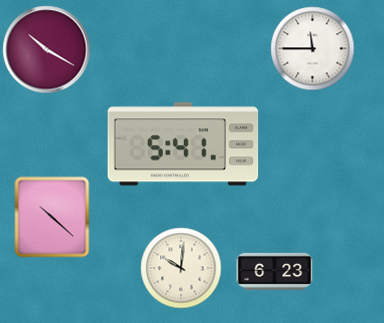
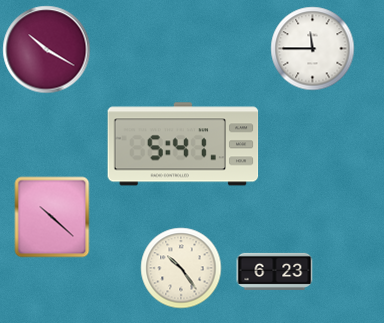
clock at (181, 268): 10:01 -> 10:24
